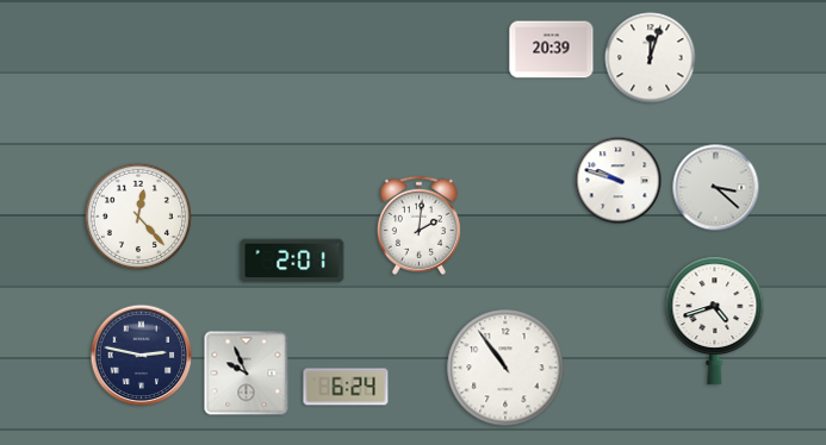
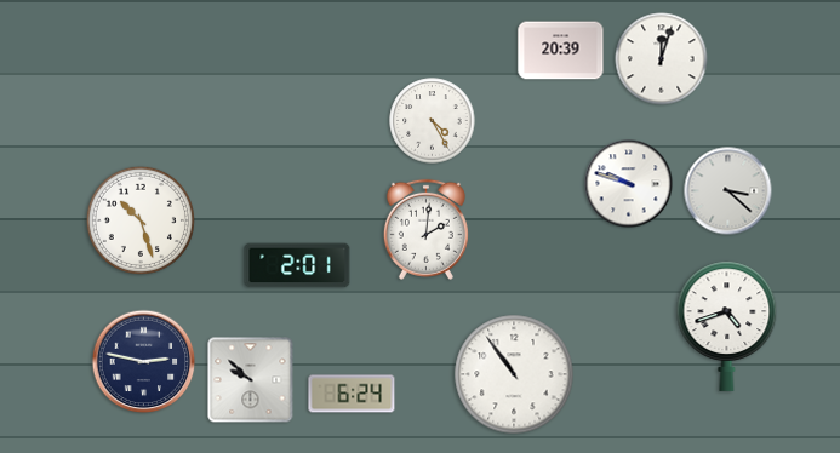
clock at (433, 121): none -> 4:25
clock at (138, 217): 12:23 -> 10:27
clock at (247, 374): 9:56 -> 9:52
